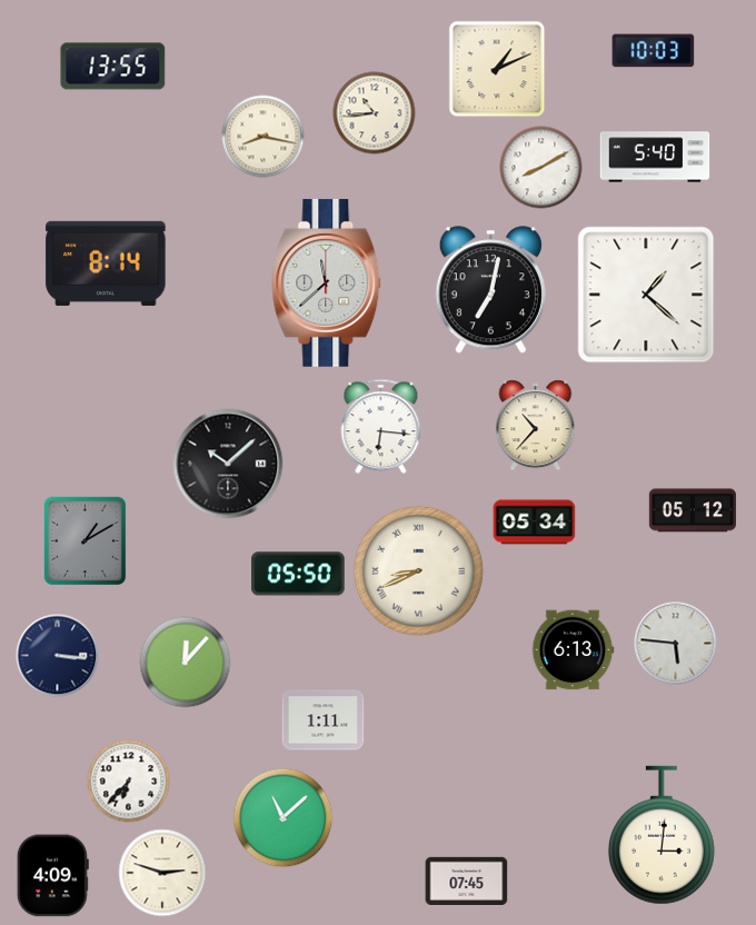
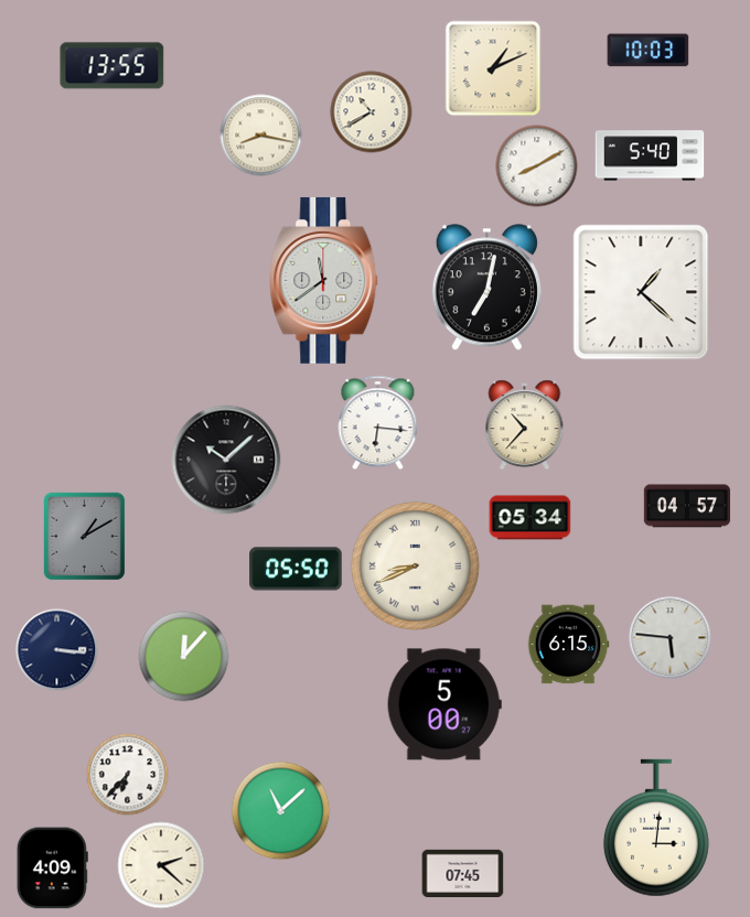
clock at (375, 113): 10:44 -> 10:40
clock at (106, 263): 8:14 -> none
clock at (327, 282): 11:38 -> 11:39
clock at (536, 426) position: (536, 426) -> (525, 425)
clock at (693, 510): 05:12 -> 04:57
clock at (573, 650): 6:13 -> 6:15
clock at (444, 704): none -> 5:00
clock at (324, 720): 1:11 -> none
clock at (162, 873): 2:48 -> 2:22
